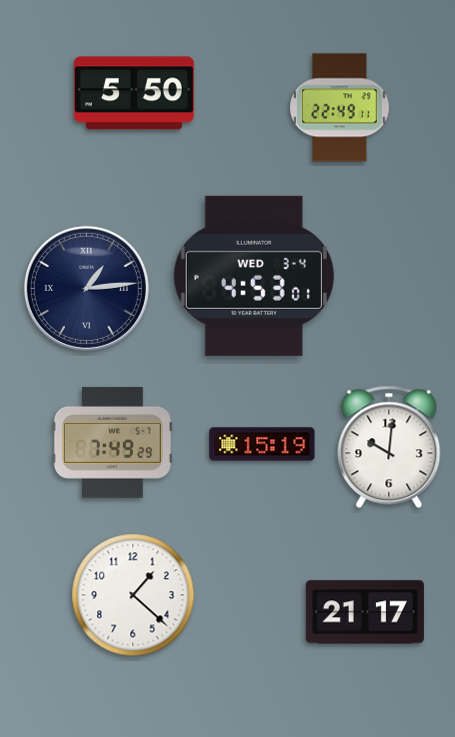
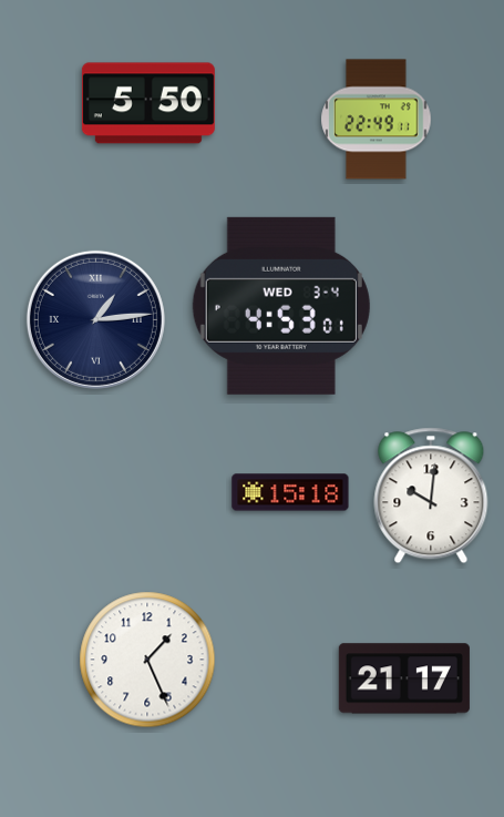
clock at (112, 442): 7:49 -> none
clock at (262, 444): 15:19 -> 15:18
clock at (133, 595): 1:22 -> 1:26
